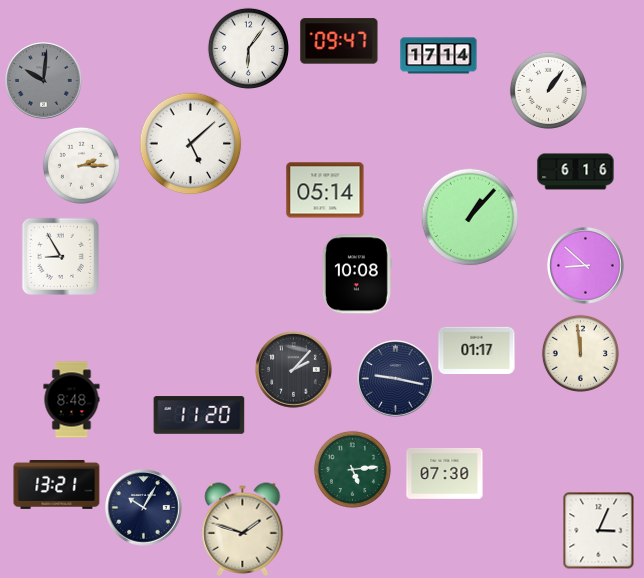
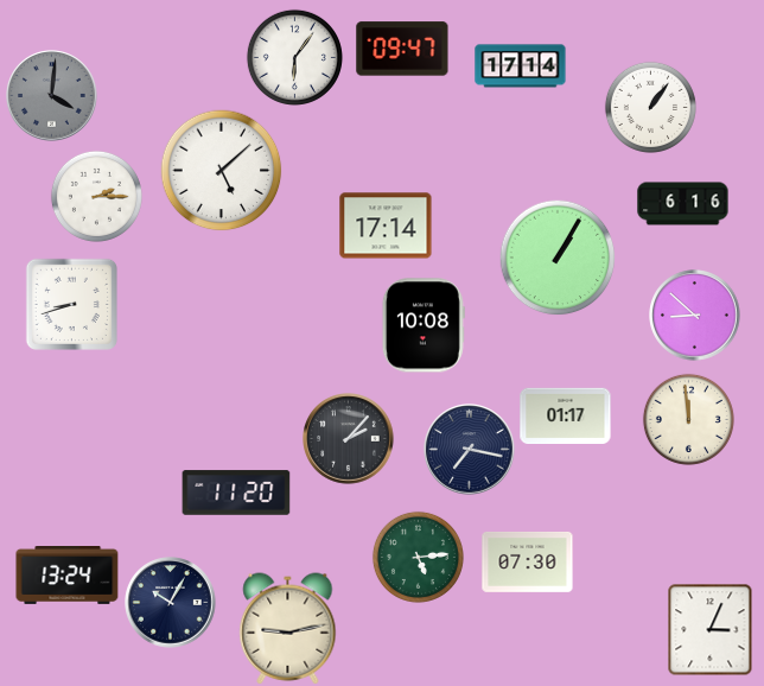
clock at (44, 81): 10:01 -> 4:01
clock at (191, 144) position: (191, 144) -> (222, 171)
clock at (325, 190): 05:14 -> 17:14
clock at (470, 217): 1:07 -> 1:05
clock at (60, 256): 8:55 -> 8:42
clock at (396, 379): 9:17 -> 7:17
clock at (72, 400): 8:48 -> none
clock at (57, 485): 13:21 -> 13:24
clock at (243, 530): 1:48 -> 9:13
